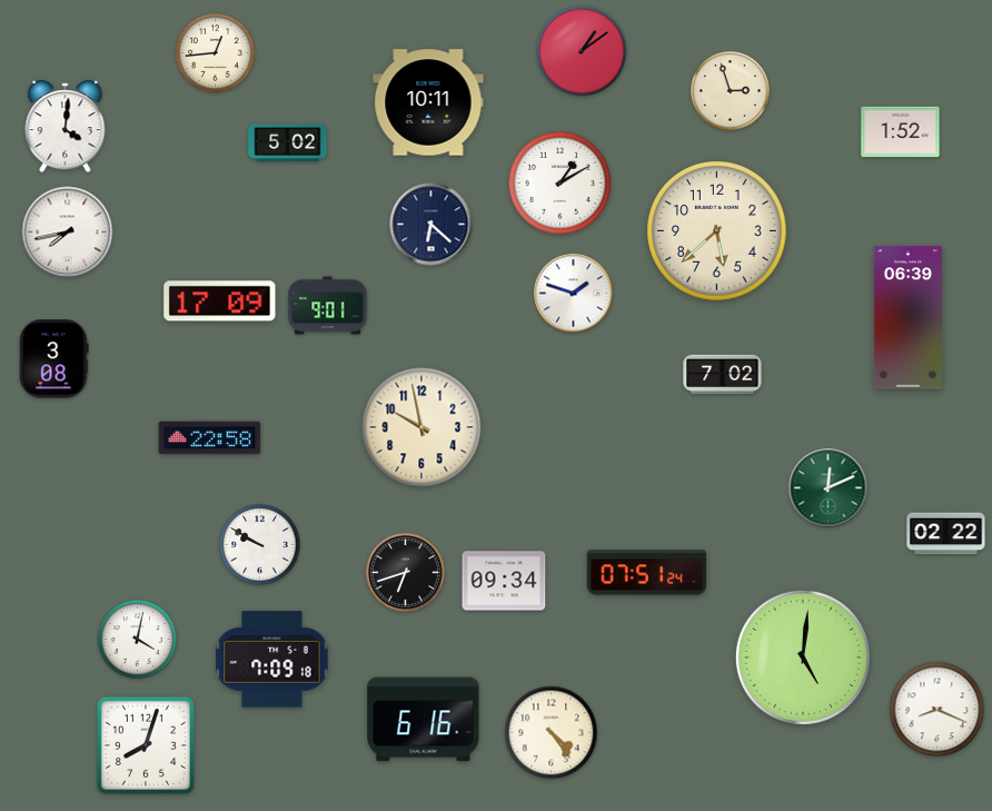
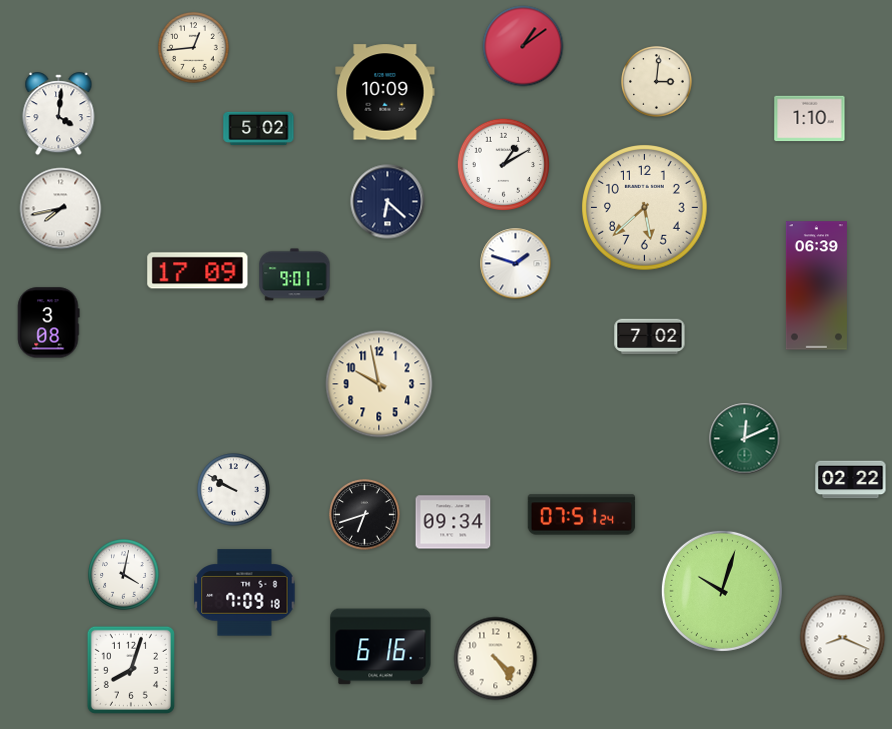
clock at (731, 91): 2:57 -> 3:01
clock at (428, 102): 10:11 -> 10:09
clock at (901, 132): 1:52 -> 1:10
clock at (210, 438): 22:58 -> none
clock at (803, 657): 5:01 -> 10:03
